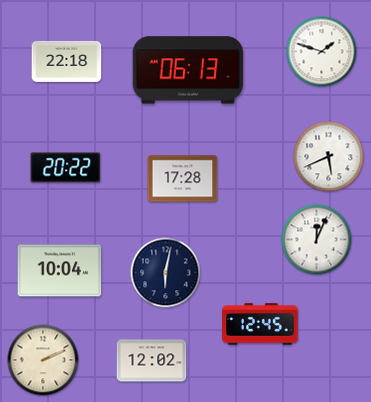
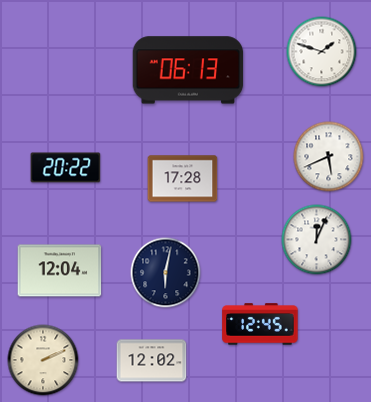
clock at (67, 61): 22:18 -> none
clock at (60, 271): 10:04 -> 12:04
